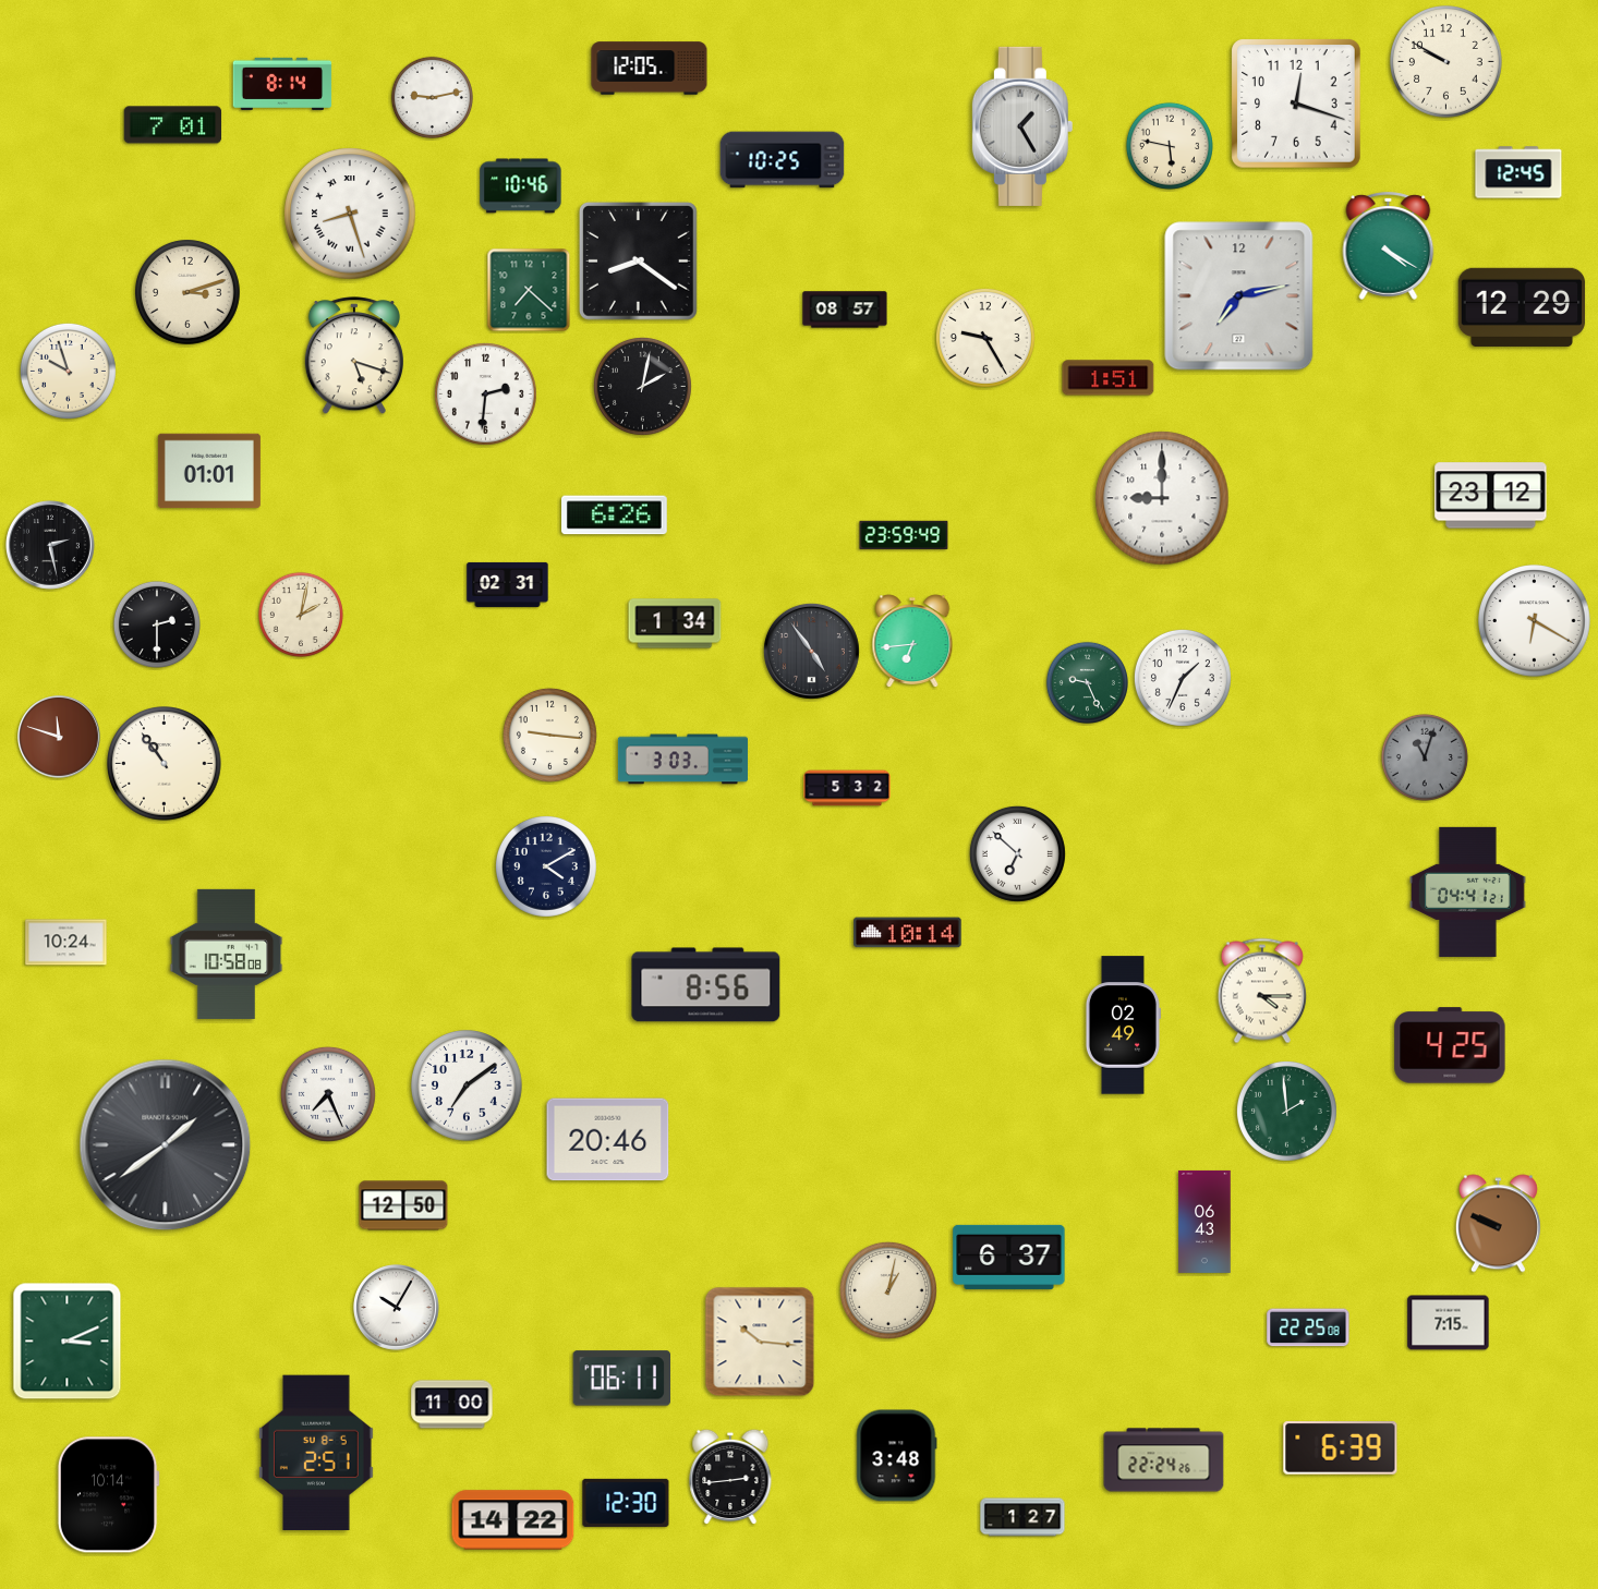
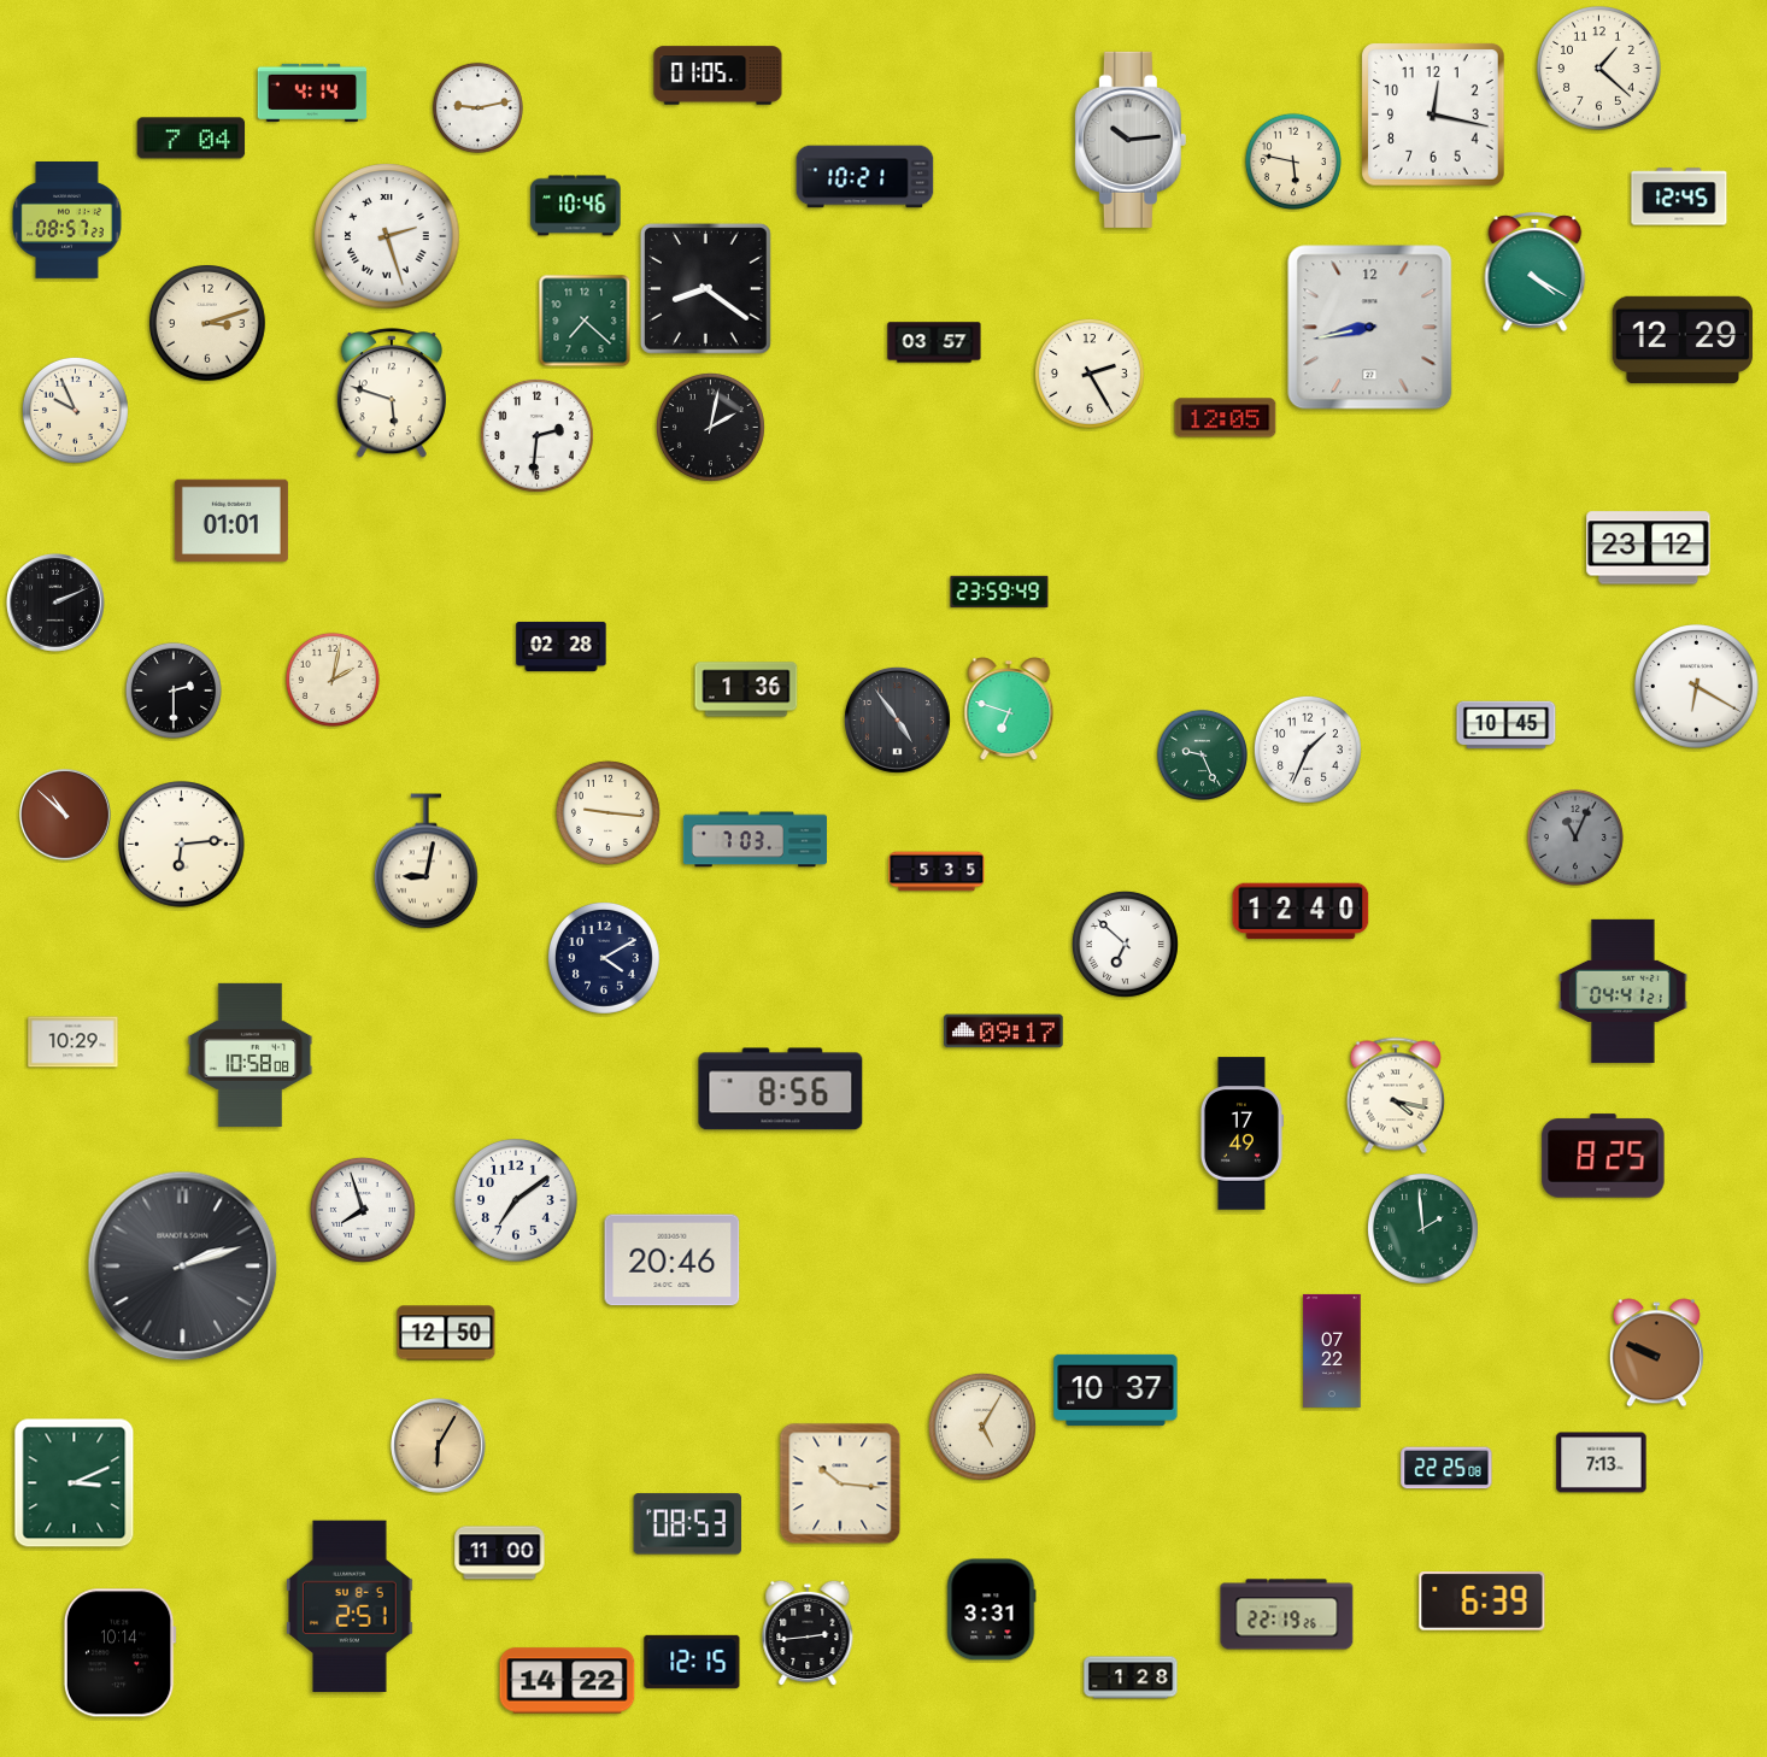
clock at (1446, 62): 9:50 -> 1:22
clock at (650, 69): 12:05 -> 01:05
clock at (282, 84): 8:14 -> 4:14
clock at (1297, 105): 12:18 -> 12:17
clock at (173, 125): 7:01 -> 7:04
clock at (1022, 126): 1:25 -> 10:14
clock at (783, 160): 10:25 -> 10:21
clock at (1518, 172) position: (1518, 172) -> (1679, 196)
clock at (67, 221): none -> 08:57
clock at (350, 214): 8:27 -> 2:27
clock at (1239, 296): 7:13 -> 8:43
clock at (845, 310): 08:57 -> 03:57
clock at (985, 338): 9:25 -> 2:25
clock at (354, 356): 5:18 -> 5:48
clock at (68, 371): 9:57 -> 9:56
clock at (1109, 378): 1:51 -> 12:05
clock at (1162, 498): 9:00 -> none
clock at (615, 515): 6:26 -> none
clock at (51, 546): 2:28 -> 2:11
clock at (508, 584): 02:31 -> 02:28
clock at (675, 623): 1:34 -> 1:36
clock at (912, 641): 6:44 -> 6:48
clock at (1507, 725): none -> 10:45
clock at (59, 737): 11:48 -> 10:52
clock at (1425, 757): 11:03 -> 11:04
clock at (682, 760): 3:03 -> 7:03
clock at (165, 764): 10:54 -> 6:14
clock at (427, 862): none -> 9:02
clock at (847, 788): 5:32 -> 5:35
clock at (1301, 911): none -> 12:40
clock at (1468, 891) position: (1468, 891) -> (1624, 991)
clock at (908, 933): 10:14 -> 09:17
clock at (66, 943): 10:24 -> 10:29
clock at (1262, 991): 4:15 -> 4:17
clock at (1123, 1026): 02:49 -> 17:49
clock at (1450, 1045): 4:25 -> 8:25
clock at (328, 1094): 7:26 -> 7:57
clock at (166, 1145): 1:39 -> 2:12
clock at (1204, 1222): 06:43 -> 07:22
clock at (1009, 1257): 6:37 -> 10:37
clock at (888, 1290): 1:02 -> 5:05
clock at (397, 1308): 10:05 -> 6:05
clock at (397, 1308) dial: white -> champagne
clock at (1449, 1323): 7:15 -> 7:13
clock at (621, 1379): 06:11 -> 08:53
clock at (897, 1456): 3:48 -> 3:31
clock at (1164, 1460): 22:24 -> 22:19
clock at (626, 1503): 12:30 -> 12:15
clock at (1022, 1517): 1:27 -> 1:28
